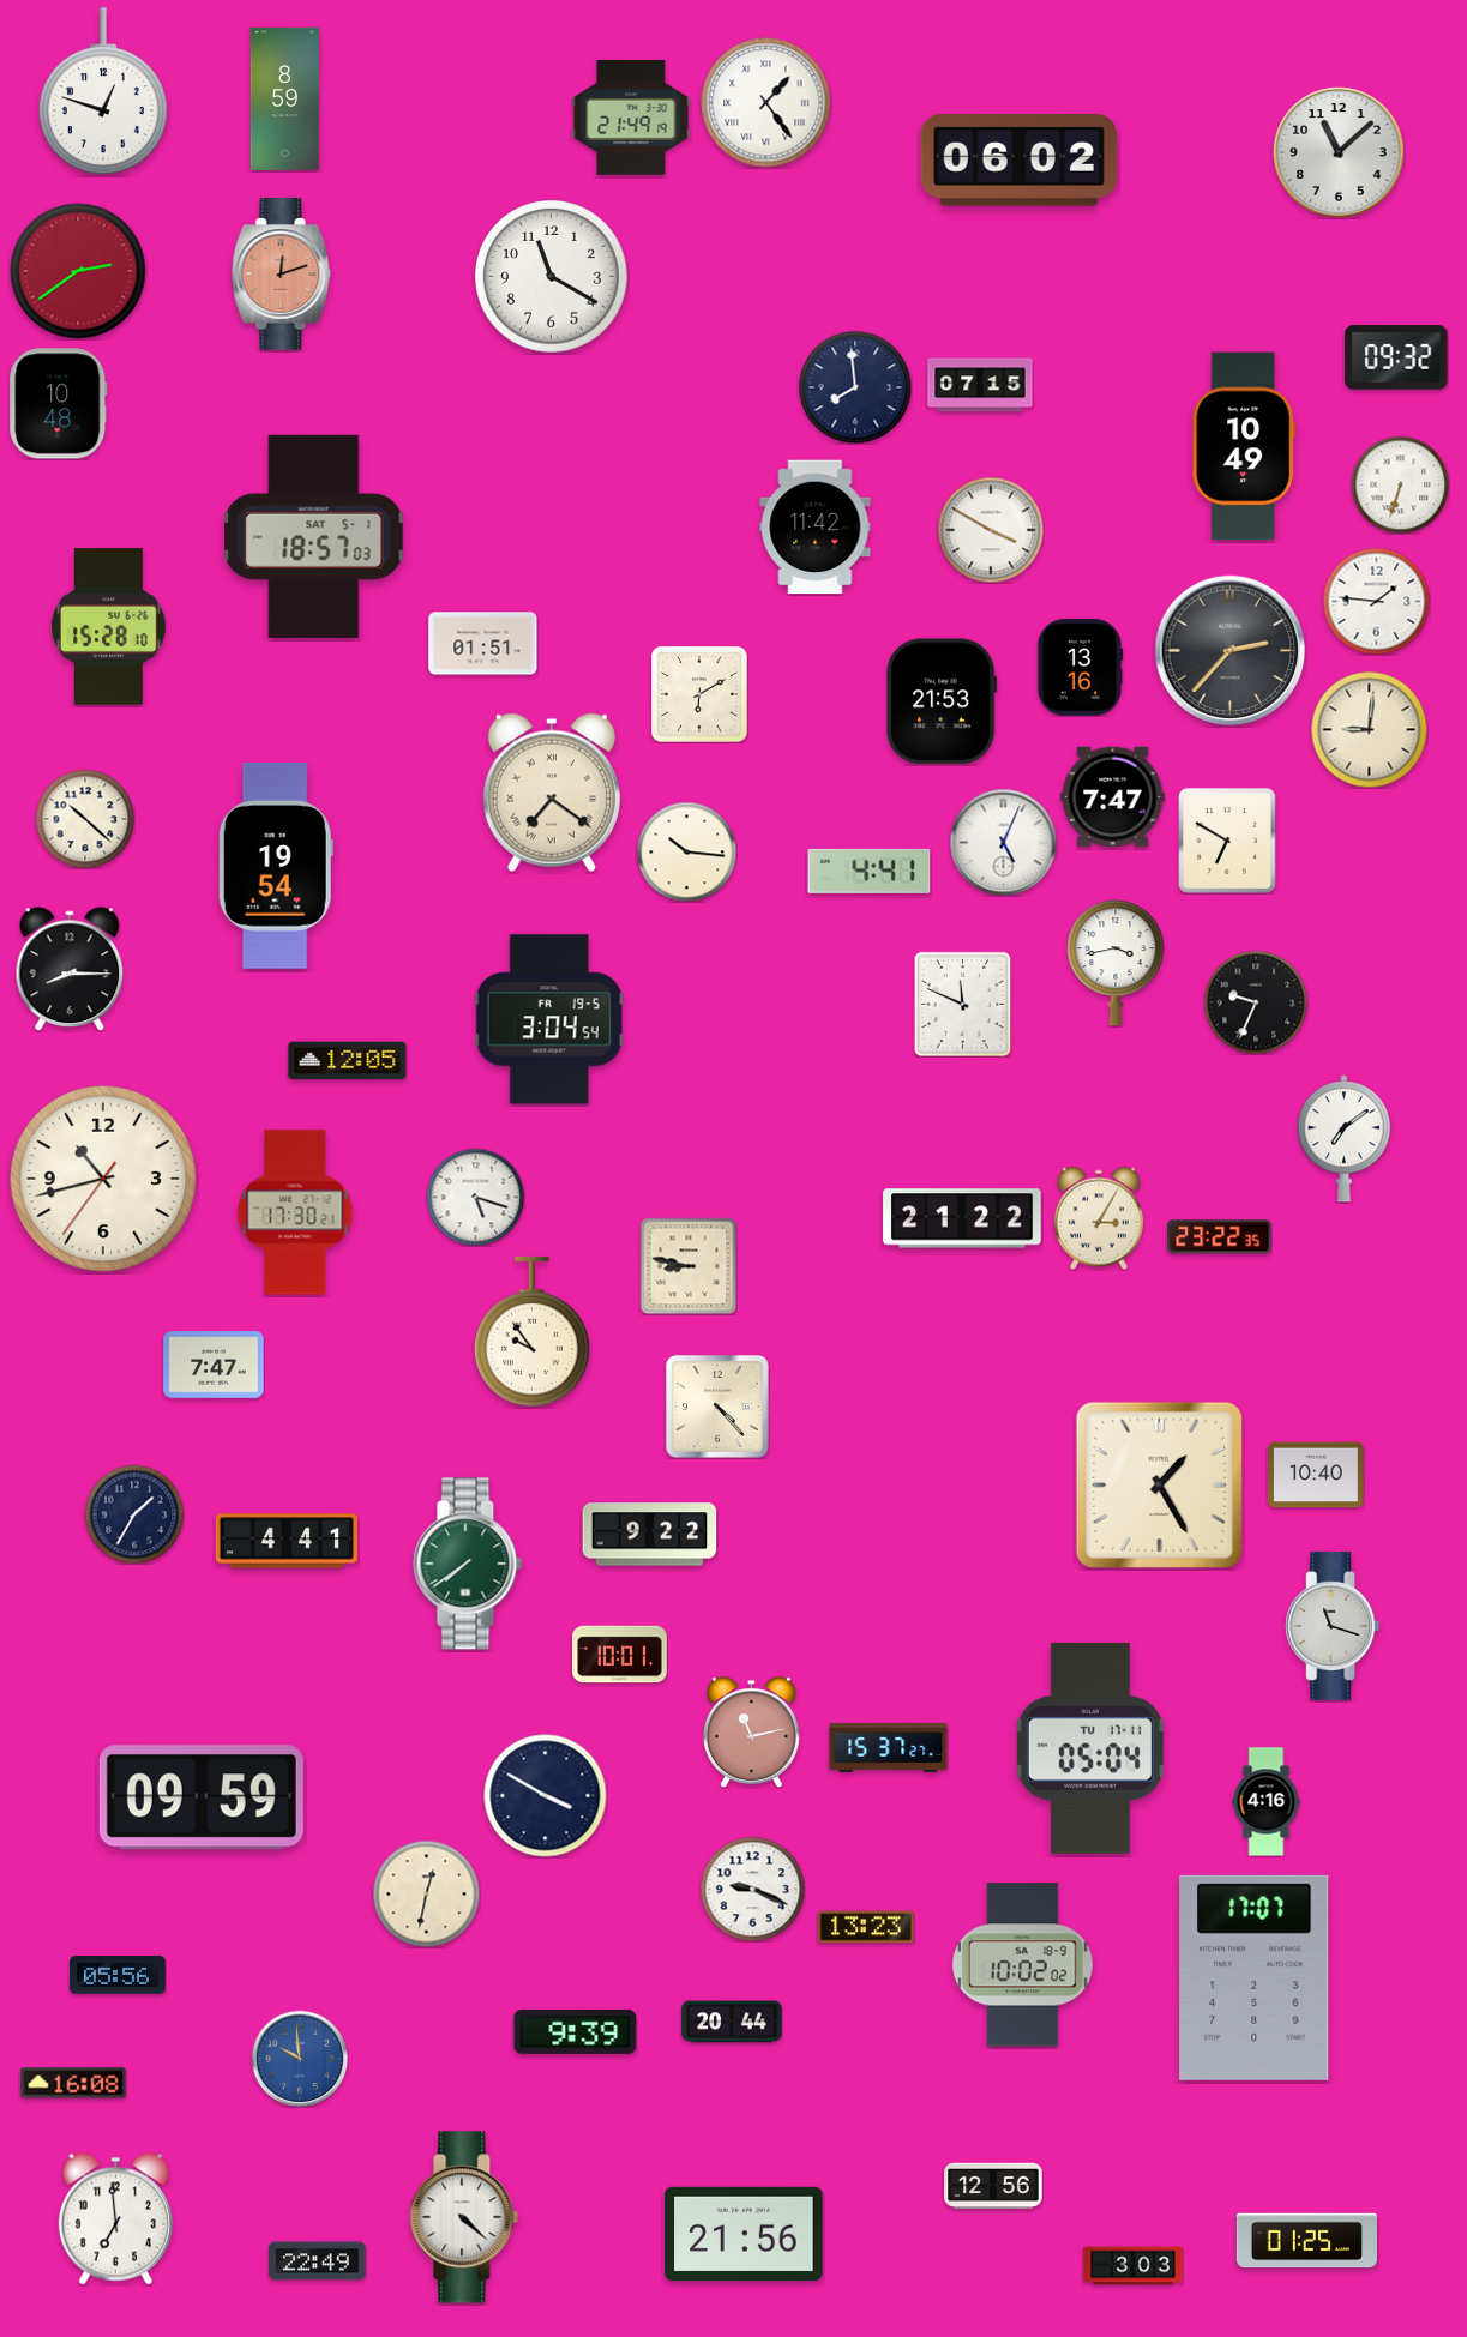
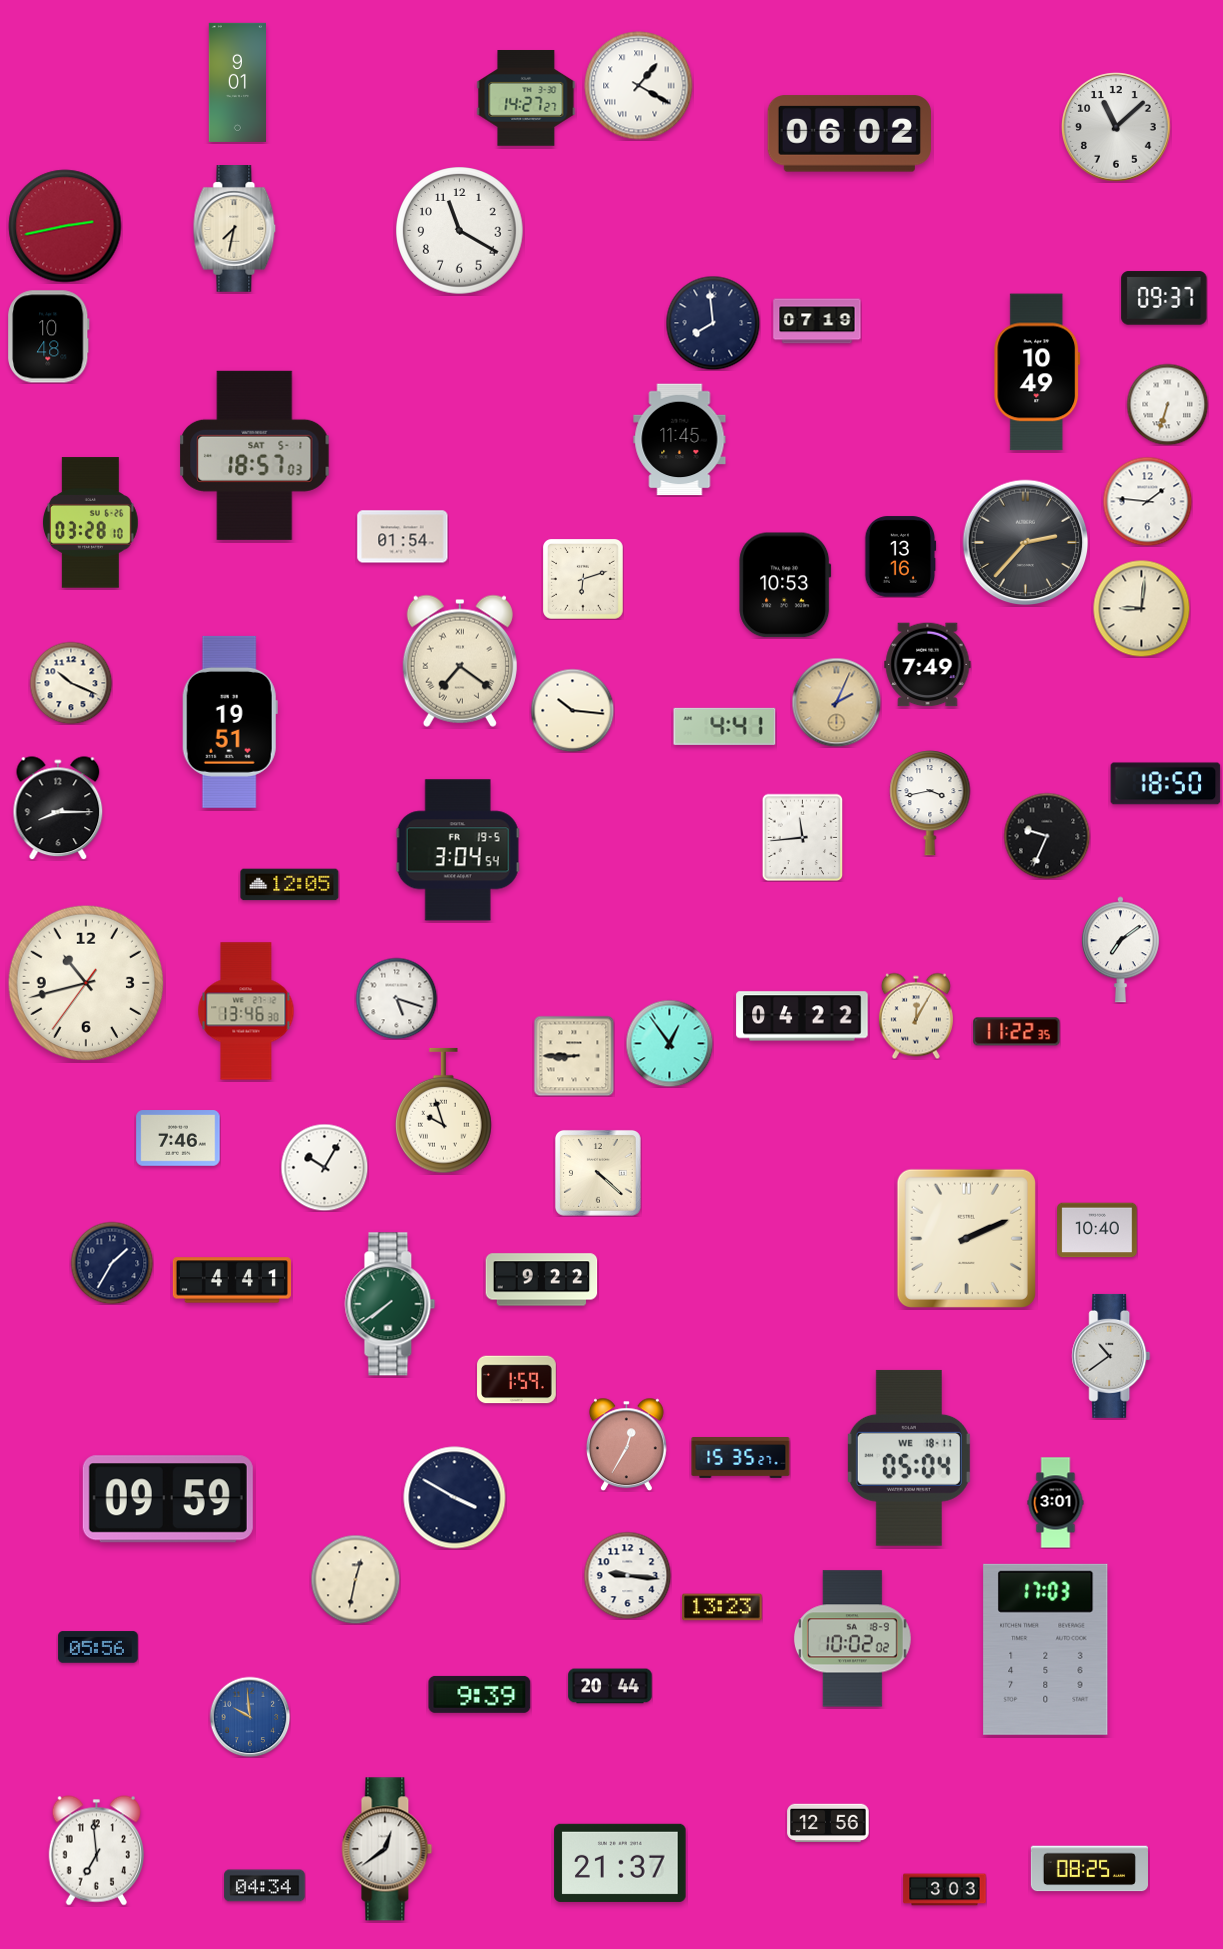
clock at (103, 92): 12:48 -> none
clock at (284, 98): 8:59 -> 9:01
clock at (766, 103): 1:24 -> 1:20
clock at (631, 119): 21:49 -> 14:27
clock at (78, 271): 2:39 -> 2:43
clock at (282, 275): 12:12 -> 7:32
clock at (282, 275) dial: salmon -> cream
clock at (1396, 357): 09:32 -> 09:37
clock at (980, 385): 07:15 -> 07:19
clock at (816, 528): 11:42 -> 11:45
clock at (991, 530): 3:50 -> none
clock at (314, 536) position: (314, 536) -> (255, 455)
clock at (109, 627): 15:28 -> 03:28
clock at (483, 644): 01:51 -> 01:54
clock at (701, 695): 6:10 -> 6:12
clock at (942, 701): 21:53 -> 10:53
clock at (1113, 797): 7:47 -> 7:49
clock at (85, 819): 10:22 -> 10:19
clock at (1227, 841): 6:50 -> none
clock at (1003, 842): 5:04 -> 2:04
clock at (1003, 842) dial: white -> champagne
clock at (276, 866): 19:54 -> 19:51
clock at (1166, 784): none -> 18:50
clock at (963, 1004): 11:49 -> 11:44
clock at (295, 1212): 17:30 -> 13:46
clock at (962, 1218): 21:22 -> 04:22
clock at (1099, 1218): 3:05 -> 12:05
clock at (1220, 1237): 23:22 -> 11:22
clock at (669, 1043): none -> 12:54
clock at (689, 1266): 8:47 -> 8:45
clock at (533, 1332): 9:54 -> 9:57
clock at (214, 1365): 7:47 -> 7:46
clock at (324, 1167): none -> 10:05
clock at (717, 1407): 4:23 -> 4:22
clock at (1159, 1484): 1:25 -> 2:11
clock at (287, 1541) position: (287, 1541) -> (232, 1280)
clock at (1333, 1626): 11:18 -> 10:39
clock at (620, 1655): 10:01 -> 1:59
clock at (751, 1731): 11:13 -> 12:35
clock at (889, 1748): 15:37 -> 15:35
clock at (1090, 1748) date: TU 17-11 -> WE 18-11
clock at (1267, 1802): 4:16 -> 3:01
clock at (752, 1889): 9:19 -> 9:16
clock at (1255, 1977): 17:07 -> 17:03
clock at (73, 2083): 16:08 -> none
clock at (464, 2217): 4:22 -> 12:39
clock at (744, 2234): 21:56 -> 21:37
clock at (1306, 2241): 01:25 -> 08:25
clock at (318, 2261): 22:49 -> 04:34
